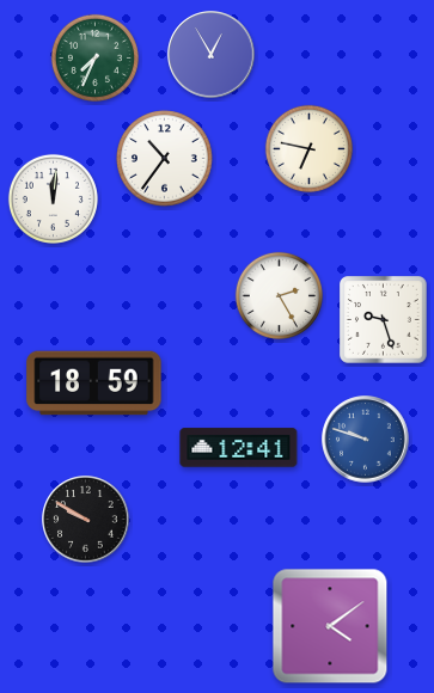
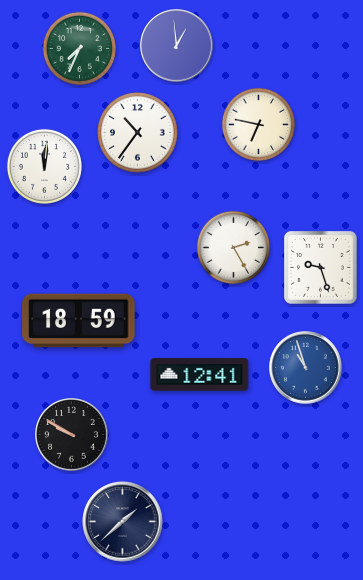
clock at (212, 55): 12:55 -> 12:59
clock at (366, 440): 9:48 -> 10:57
clock at (123, 522): none -> 1:38
clock at (330, 626): 4:09 -> none
